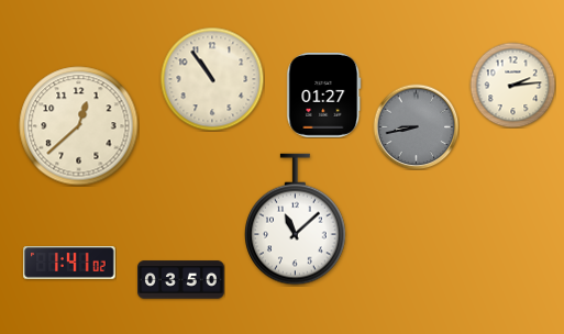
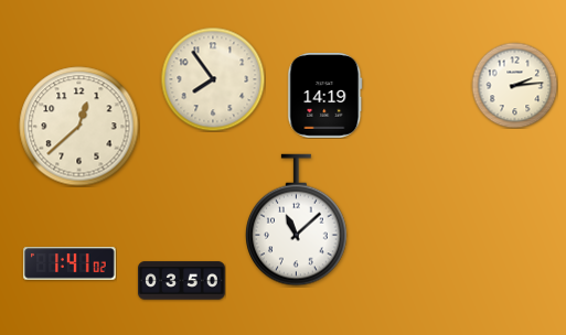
clock at (212, 79): 10:54 -> 7:54
clock at (324, 94): 01:27 -> 14:19
clock at (416, 126): 8:43 -> none
